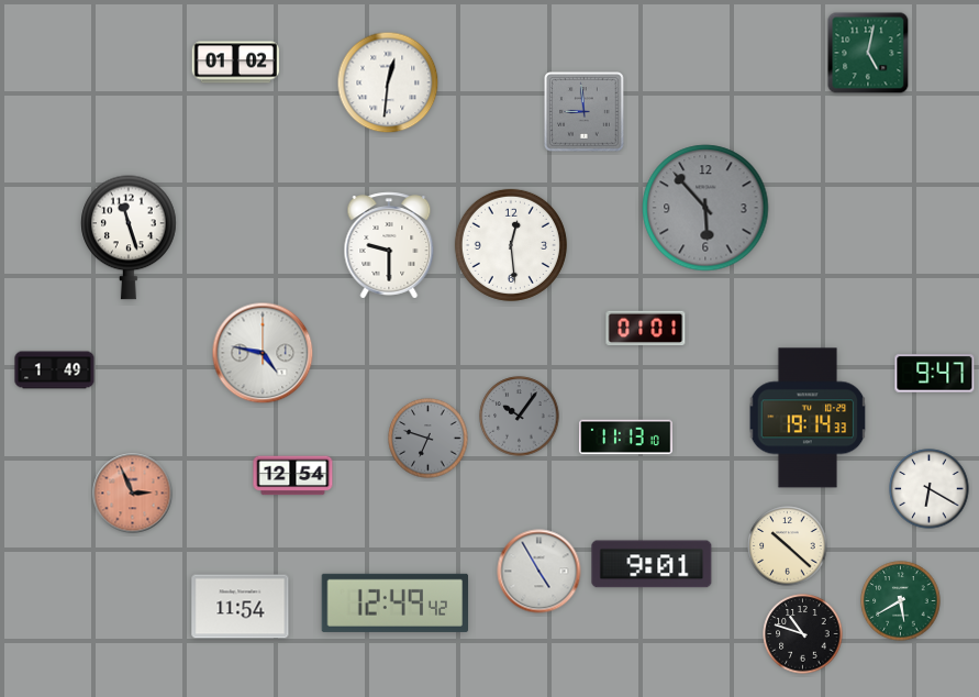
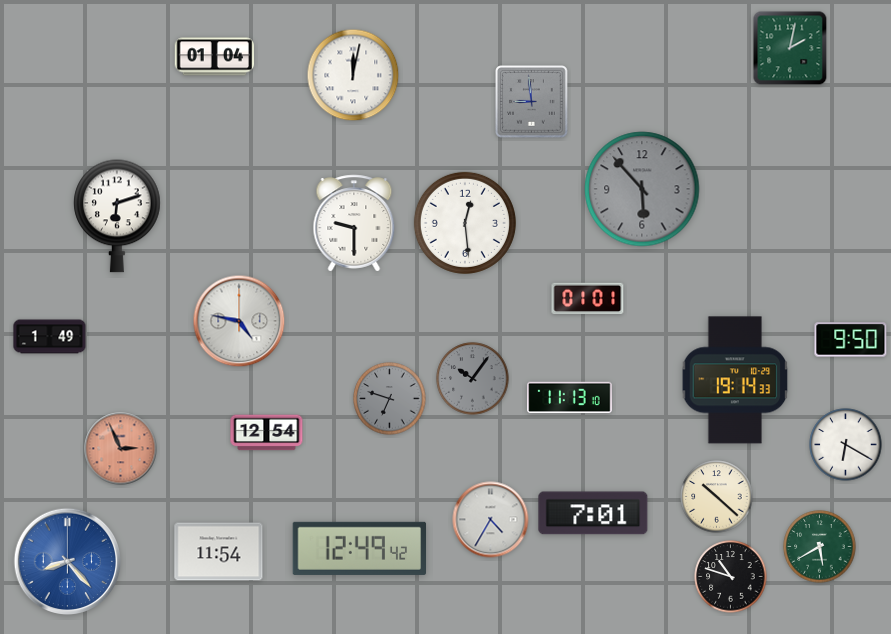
clock at (868, 53): 5:02 -> 2:02
clock at (236, 63): 01:02 -> 01:04
clock at (388, 82): 12:31 -> 12:02
clock at (129, 237): 11:27 -> 6:12
clock at (935, 374): 9:47 -> 9:50
clock at (652, 564): 9:01 -> 7:01
clock at (539, 572): 4:55 -> 4:35
clock at (68, 562): none -> 8:23
